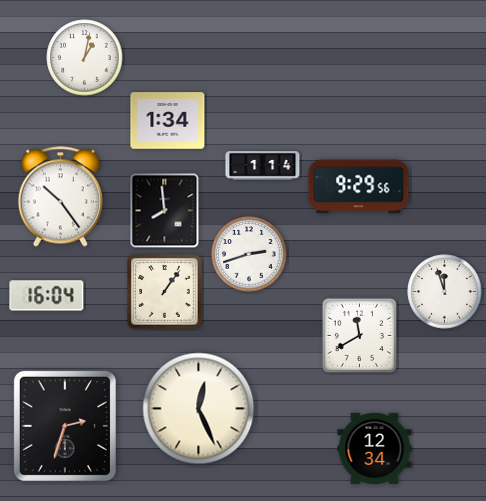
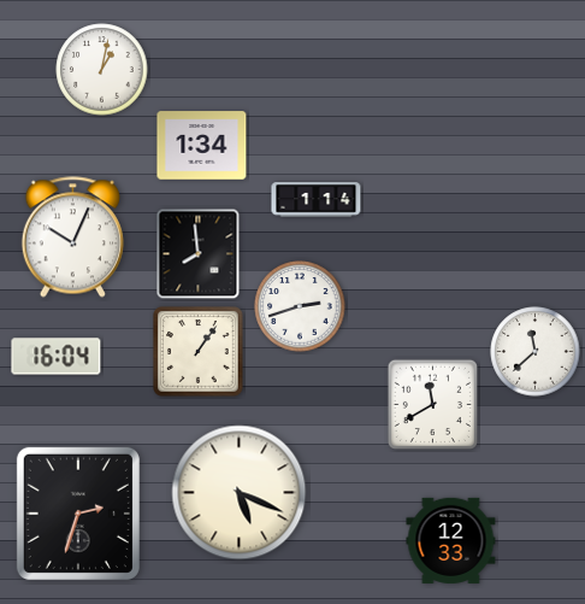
clock at (359, 187): 9:29 -> none
clock at (60, 197): 10:24 -> 10:04
clock at (445, 292): 11:57 -> 11:38
clock at (199, 409): 12:26 -> 5:19
clock at (375, 448): 12:34 -> 12:33
